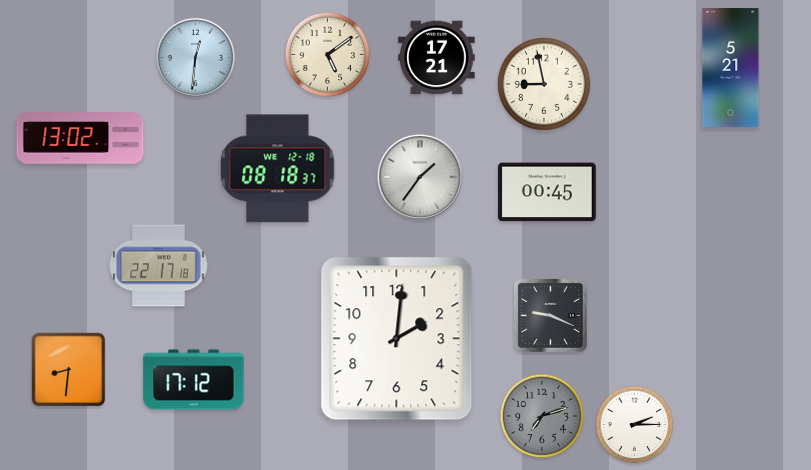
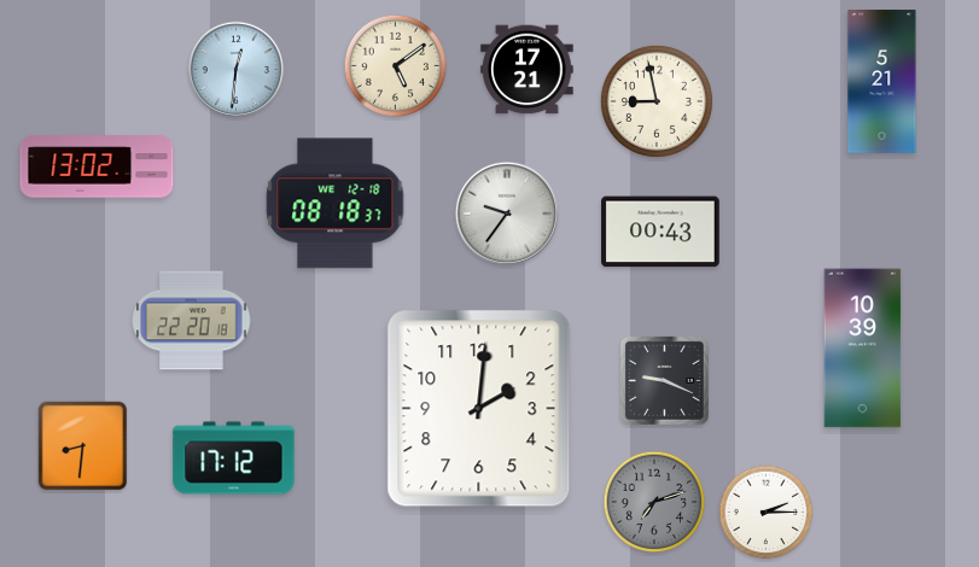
clock at (420, 177): 1:36 -> 9:36
clock at (547, 192): 00:45 -> 00:43
clock at (159, 266): 22:17 -> 22:20
clock at (863, 349): none -> 10:39
